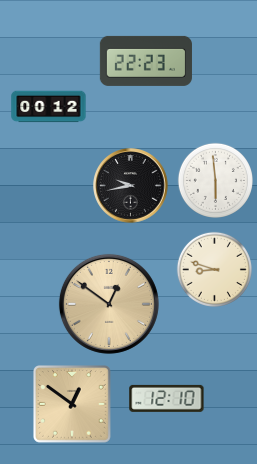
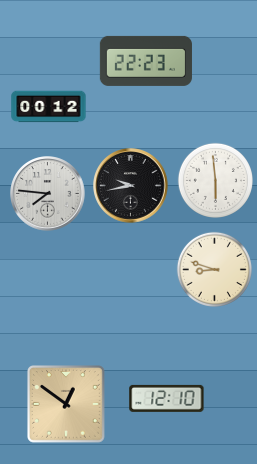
clock at (48, 194): none -> 7:46
clock at (109, 304): 12:51 -> none
clock at (73, 405) position: (73, 405) -> (67, 405)
